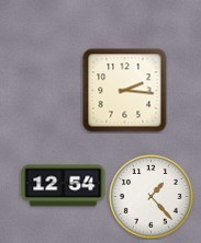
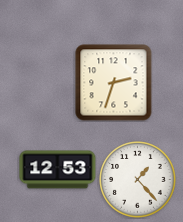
clock at (125, 91): 2:16 -> 2:33
clock at (64, 186): 12:54 -> 12:53
